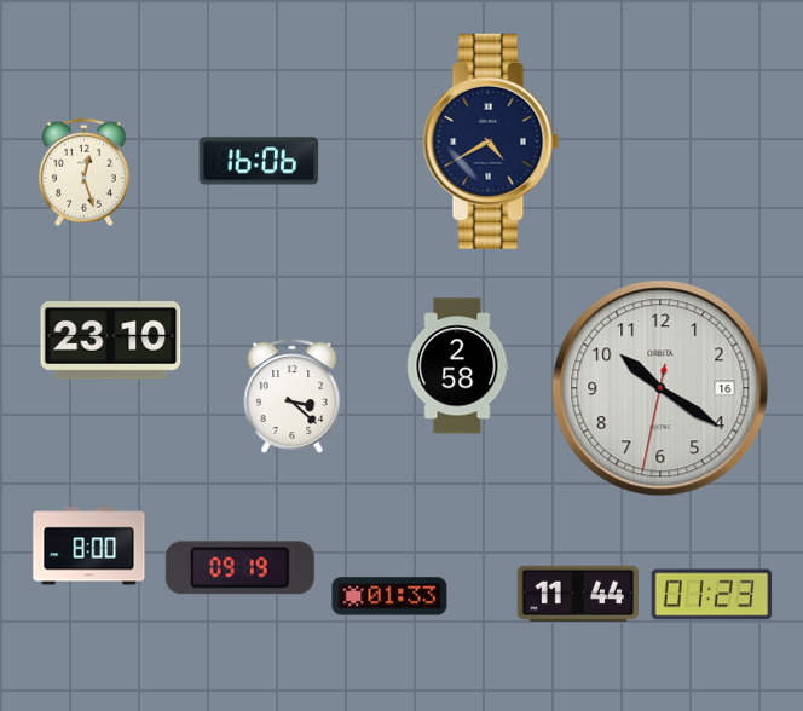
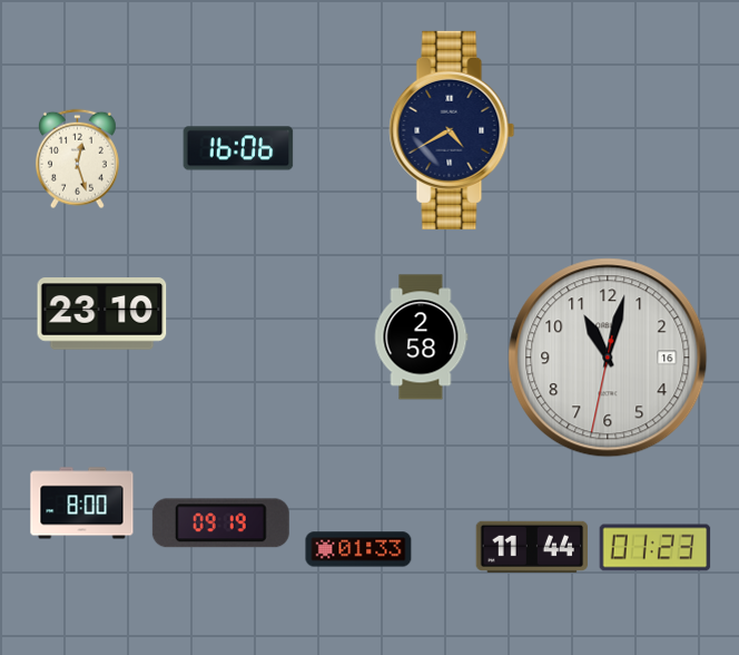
clock at (660, 388): 10:20 -> 11:02
clock at (293, 397): 3:22 -> none
